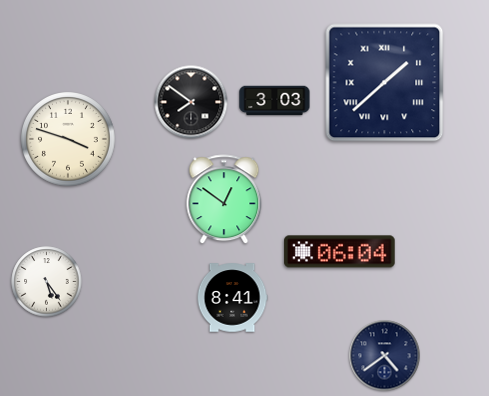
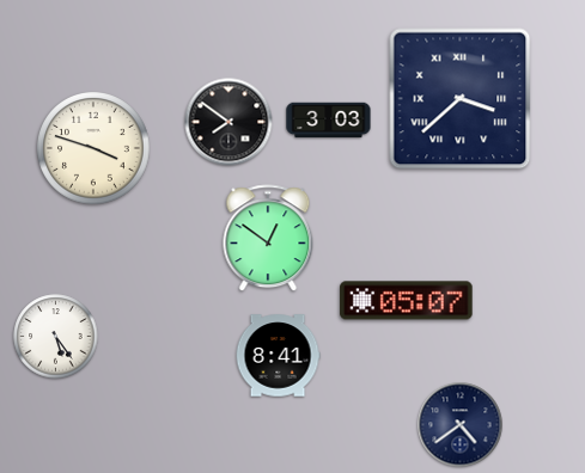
clock at (385, 83): 1:38 -> 3:38
clock at (69, 140) position: (69, 140) -> (95, 149)
clock at (340, 252): 06:04 -> 05:07
